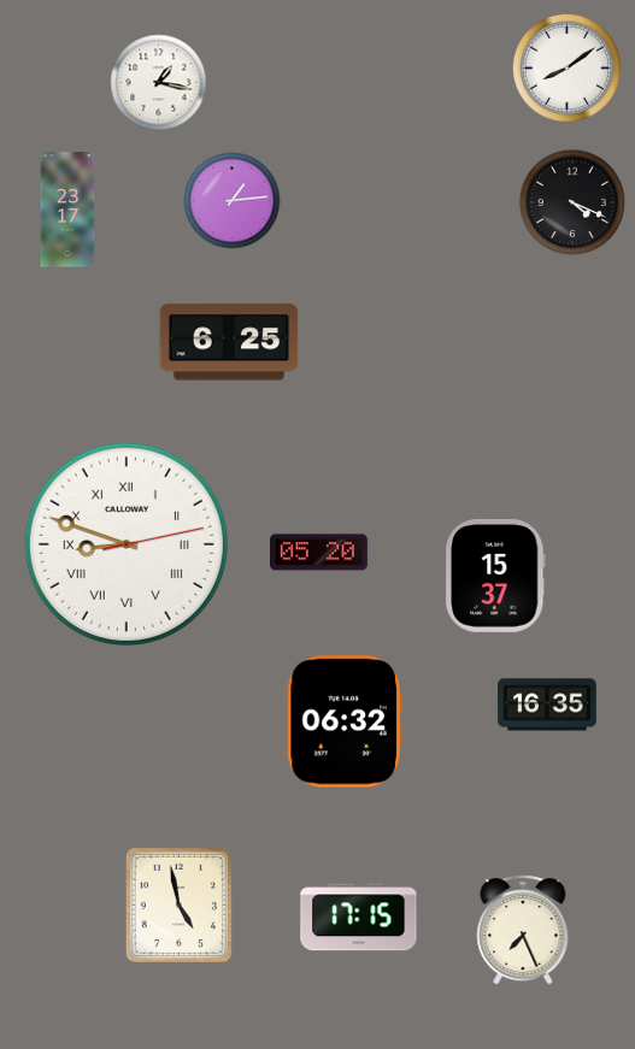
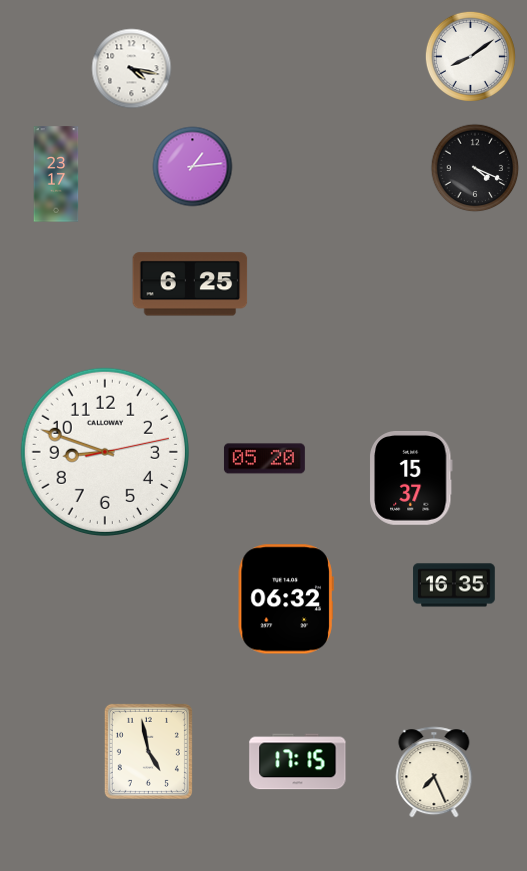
clock at (159, 83): 1:17 -> 4:17
clock at (127, 544) numerals: Roman -> Arabic
